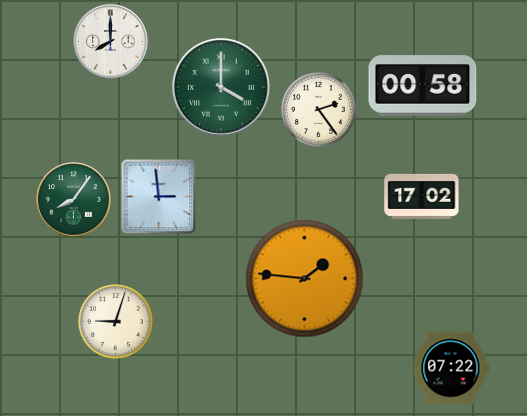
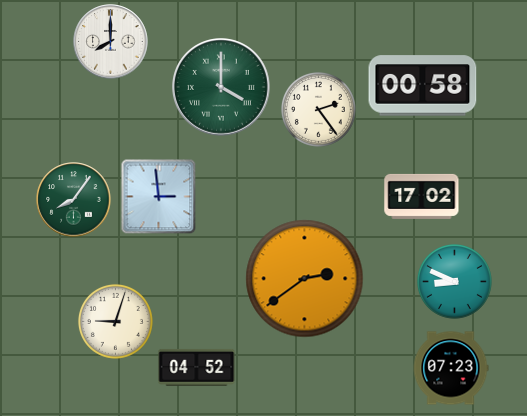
clock at (305, 279): 1:46 -> 2:39
clock at (454, 281): none -> 8:49
clock at (197, 367): none -> 04:52
clock at (451, 368): 07:22 -> 07:23
